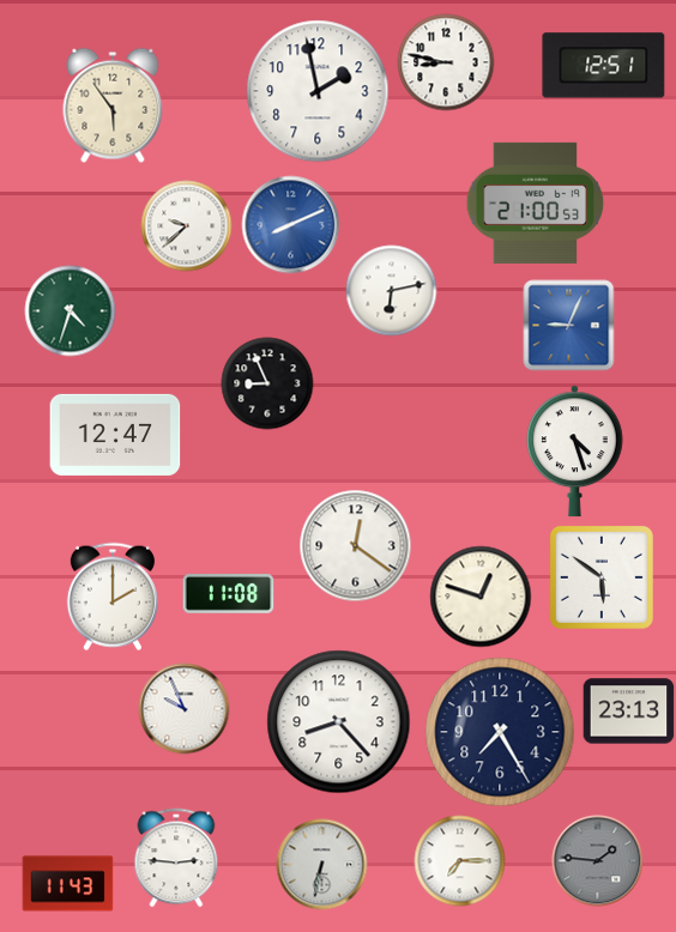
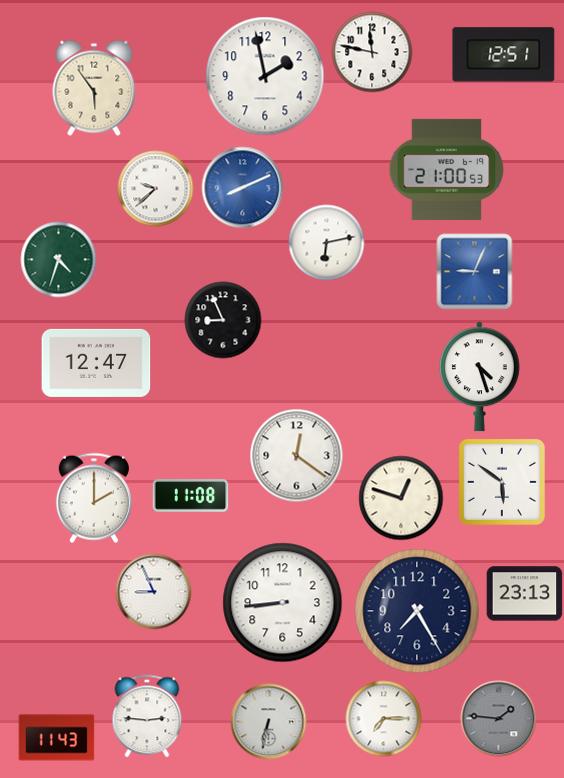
clock at (446, 62): 8:47 -> 11:47
clock at (185, 709): 9:56 -> 8:56
clock at (339, 722): 8:23 -> 8:44
